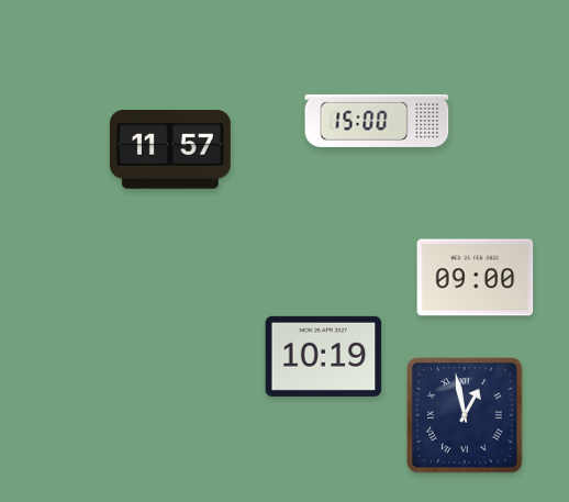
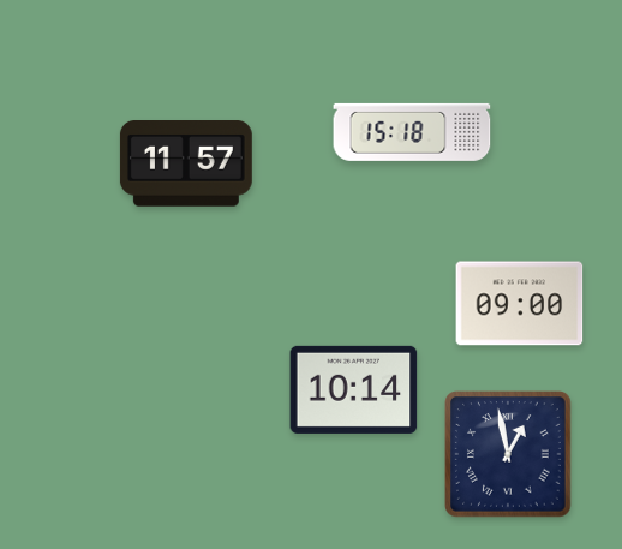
clock at (377, 121): 15:00 -> 15:18
clock at (324, 356): 10:19 -> 10:14
